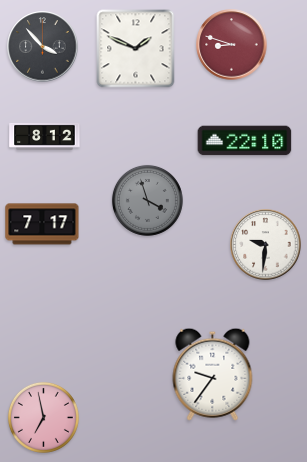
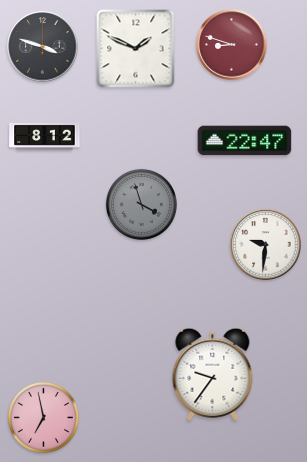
clock at (43, 47): 3:53 -> 3:48
clock at (245, 141): 22:10 -> 22:47
clock at (147, 200) position: (147, 200) -> (141, 204)
clock at (42, 224): 7:17 -> none
